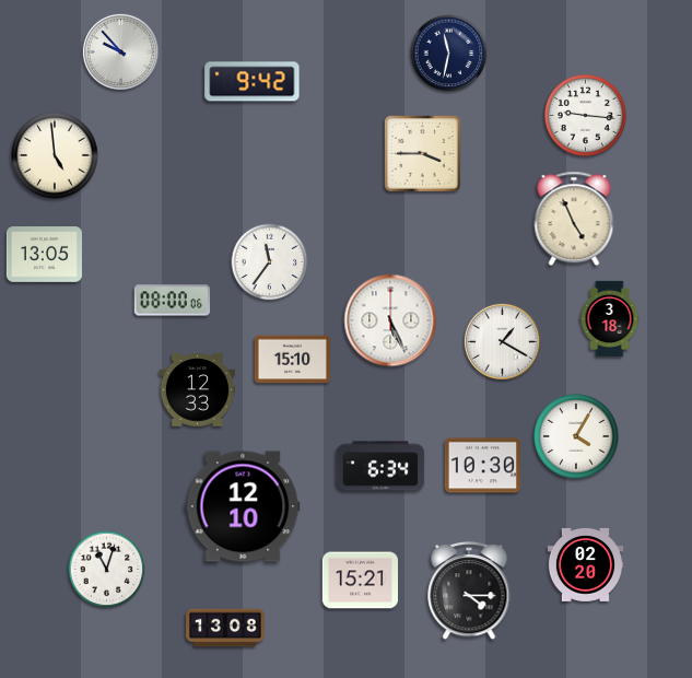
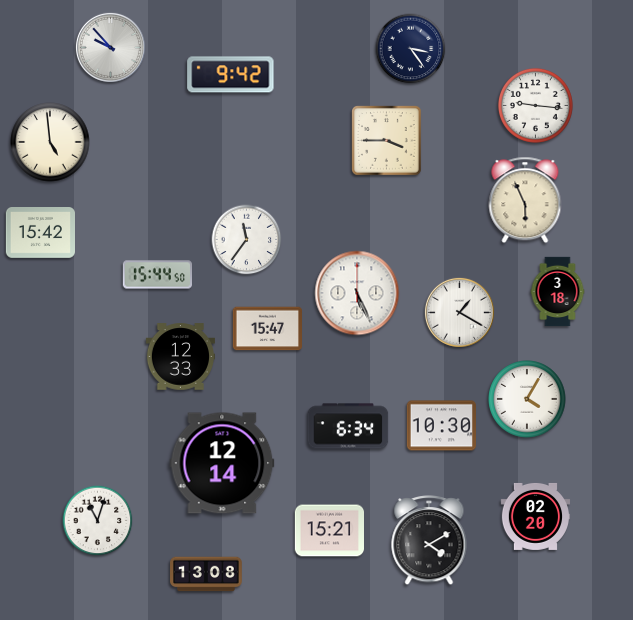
clock at (449, 54): 11:32 -> 3:24
clock at (574, 219): 4:56 -> 5:56
clock at (44, 255): 13:05 -> 15:42
clock at (172, 301): 08:00 -> 15:44
clock at (292, 360): 15:10 -> 15:47
clock at (243, 506): 12:10 -> 12:14
clock at (469, 592): 4:15 -> 4:10
